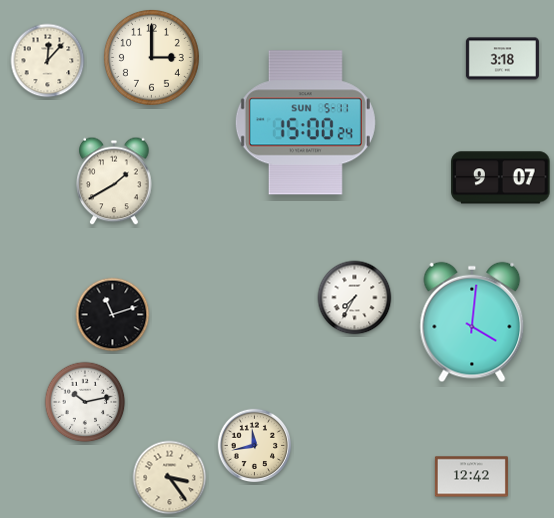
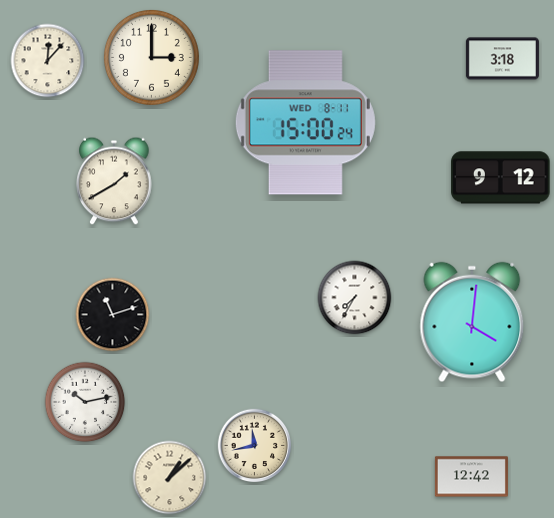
clock at (305, 123) date: SUN 5-11 -> WED 8-11
clock at (501, 178): 9:07 -> 9:12
clock at (170, 478): 3:24 -> 1:08
